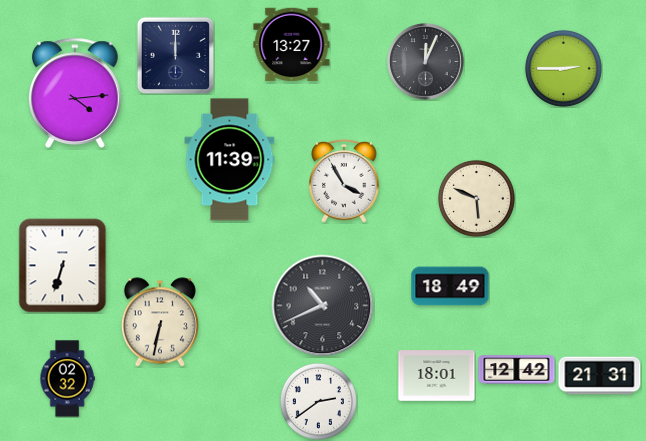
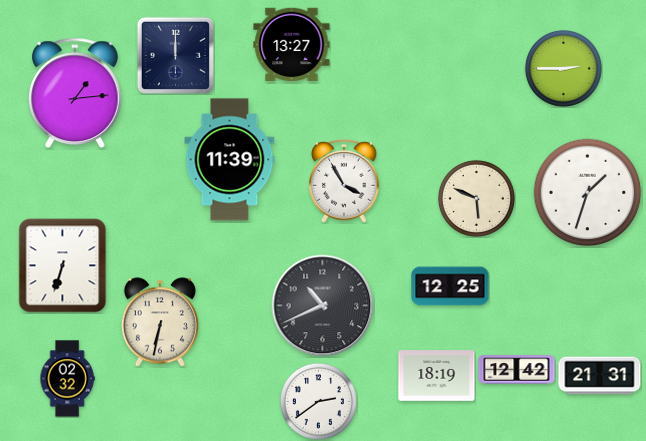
clock at (426, 62): 12:04 -> none
clock at (76, 93): 4:14 -> 1:14
clock at (588, 193): none -> 1:33
clock at (450, 286): 18:49 -> 12:25
clock at (437, 376): 18:01 -> 18:19
